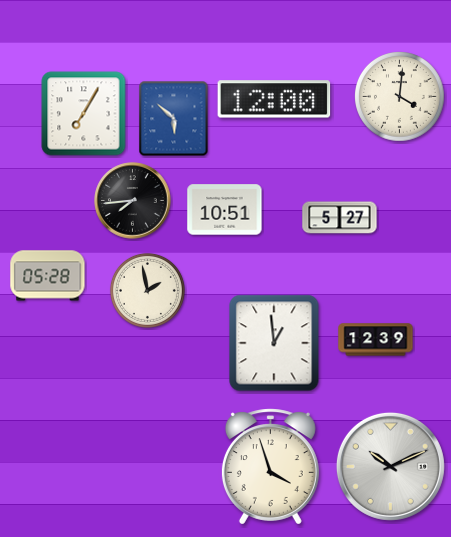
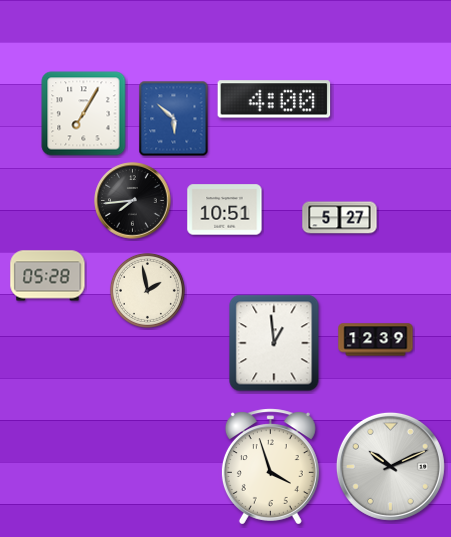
clock at (400, 97): 4:01 -> none
clock at (274, 99): 12:00 -> 4:00
